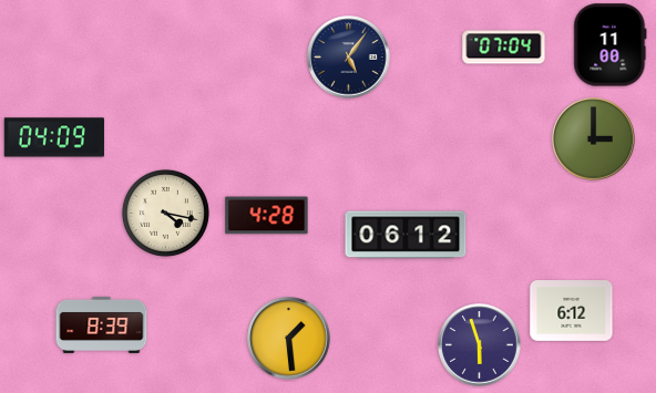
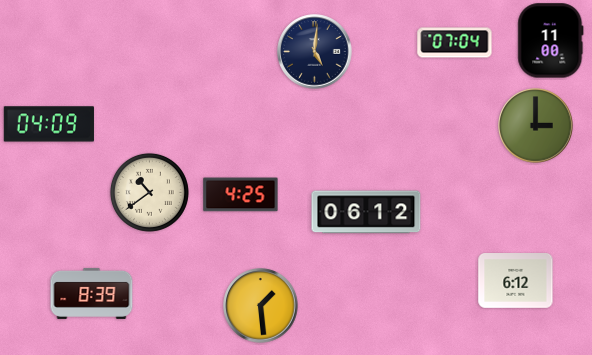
clock at (349, 58): 5:06 -> 5:01
clock at (165, 213): 4:17 -> 10:39
clock at (267, 216): 4:28 -> 4:25
clock at (480, 345): 5:57 -> none
